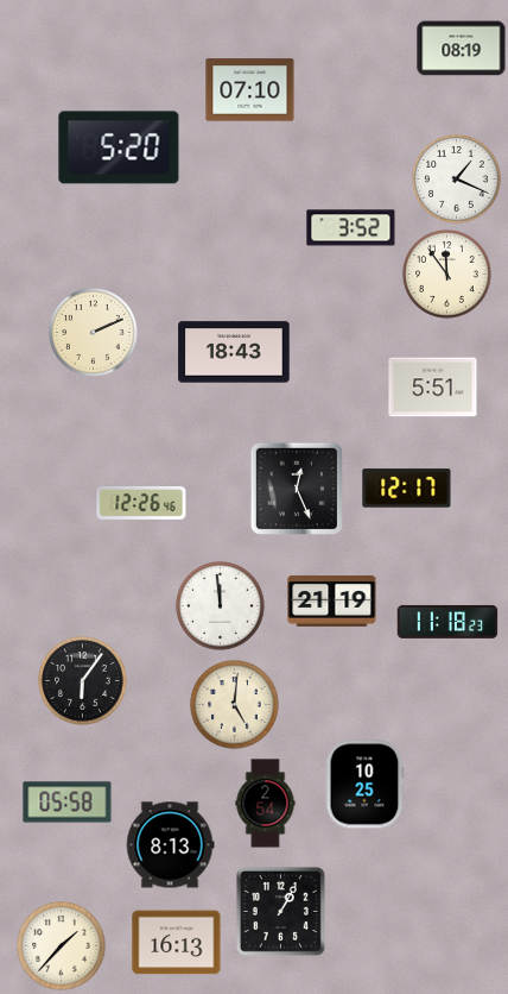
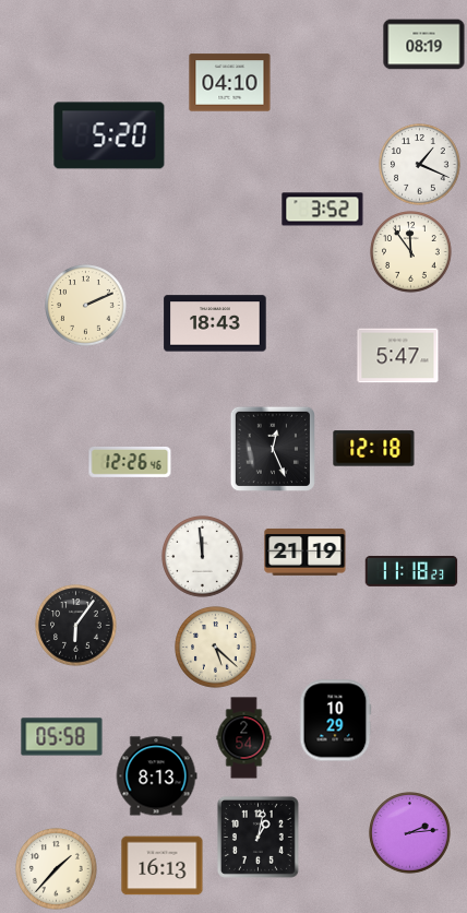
clock at (250, 90): 07:10 -> 04:10
clock at (433, 388): 5:51 -> 5:47
clock at (407, 489): 12:17 -> 12:18
clock at (235, 705): 5:01 -> 5:22
clock at (364, 785): 10:25 -> 10:29
clock at (410, 833): none -> 2:14
clock at (280, 911): 1:05 -> 1:02
